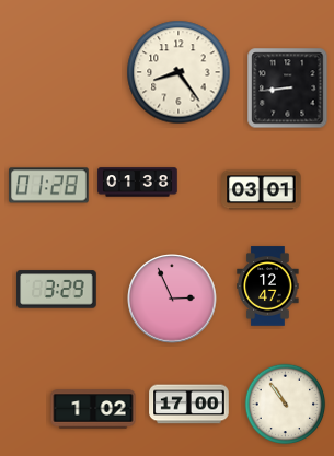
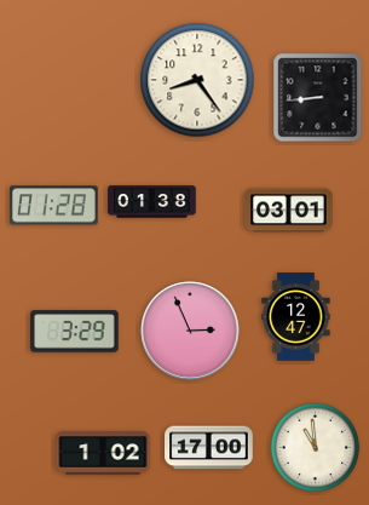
clock at (57, 290) position: (57, 290) -> (75, 332)
clock at (286, 405): 10:54 -> 10:59
